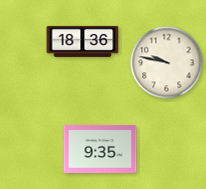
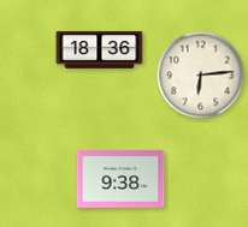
clock at (167, 63): 9:47 -> 6:14
clock at (100, 149): 9:35 -> 9:38
